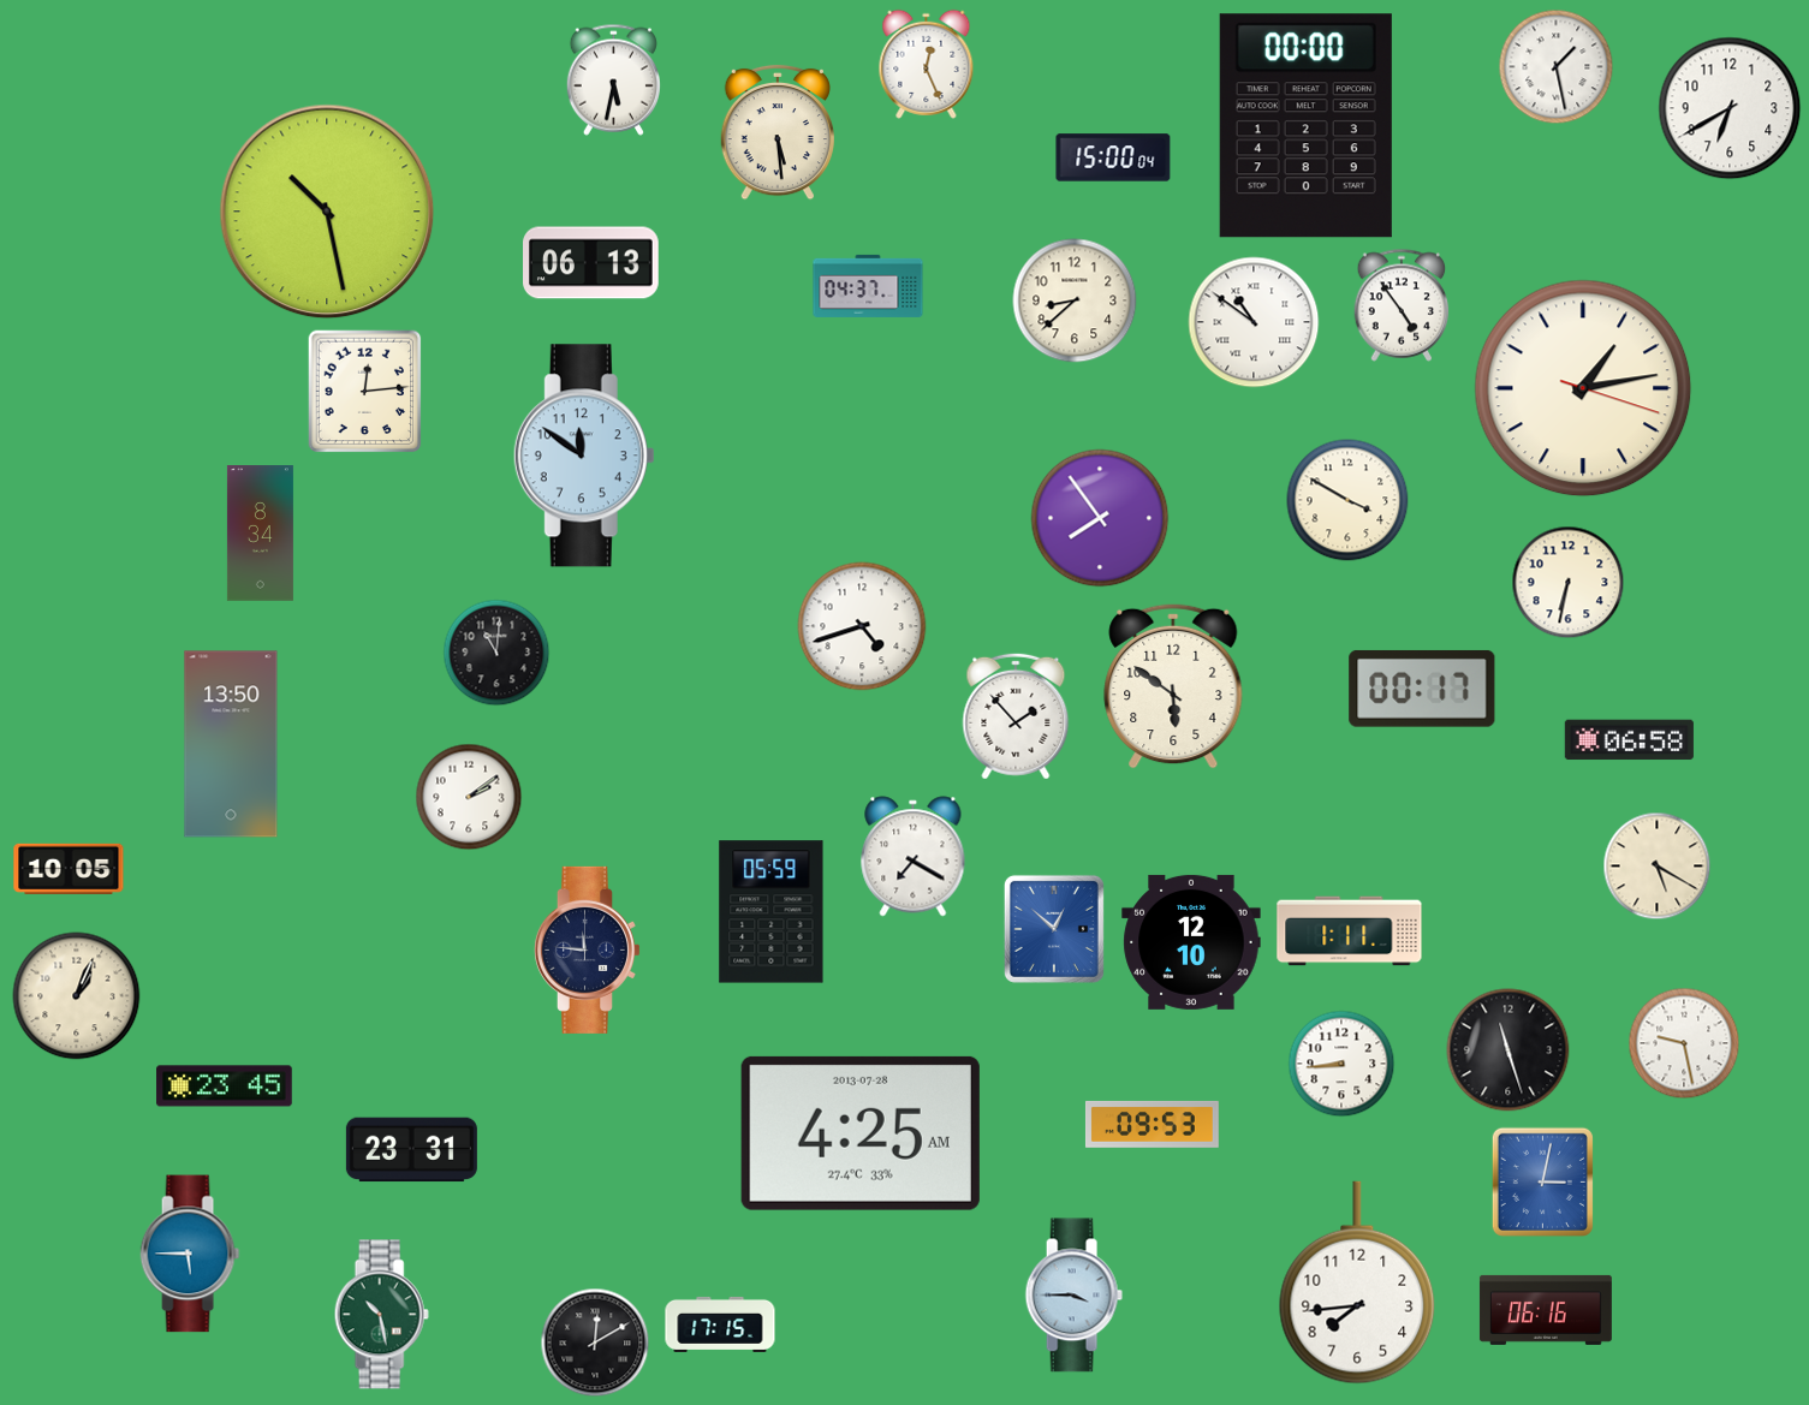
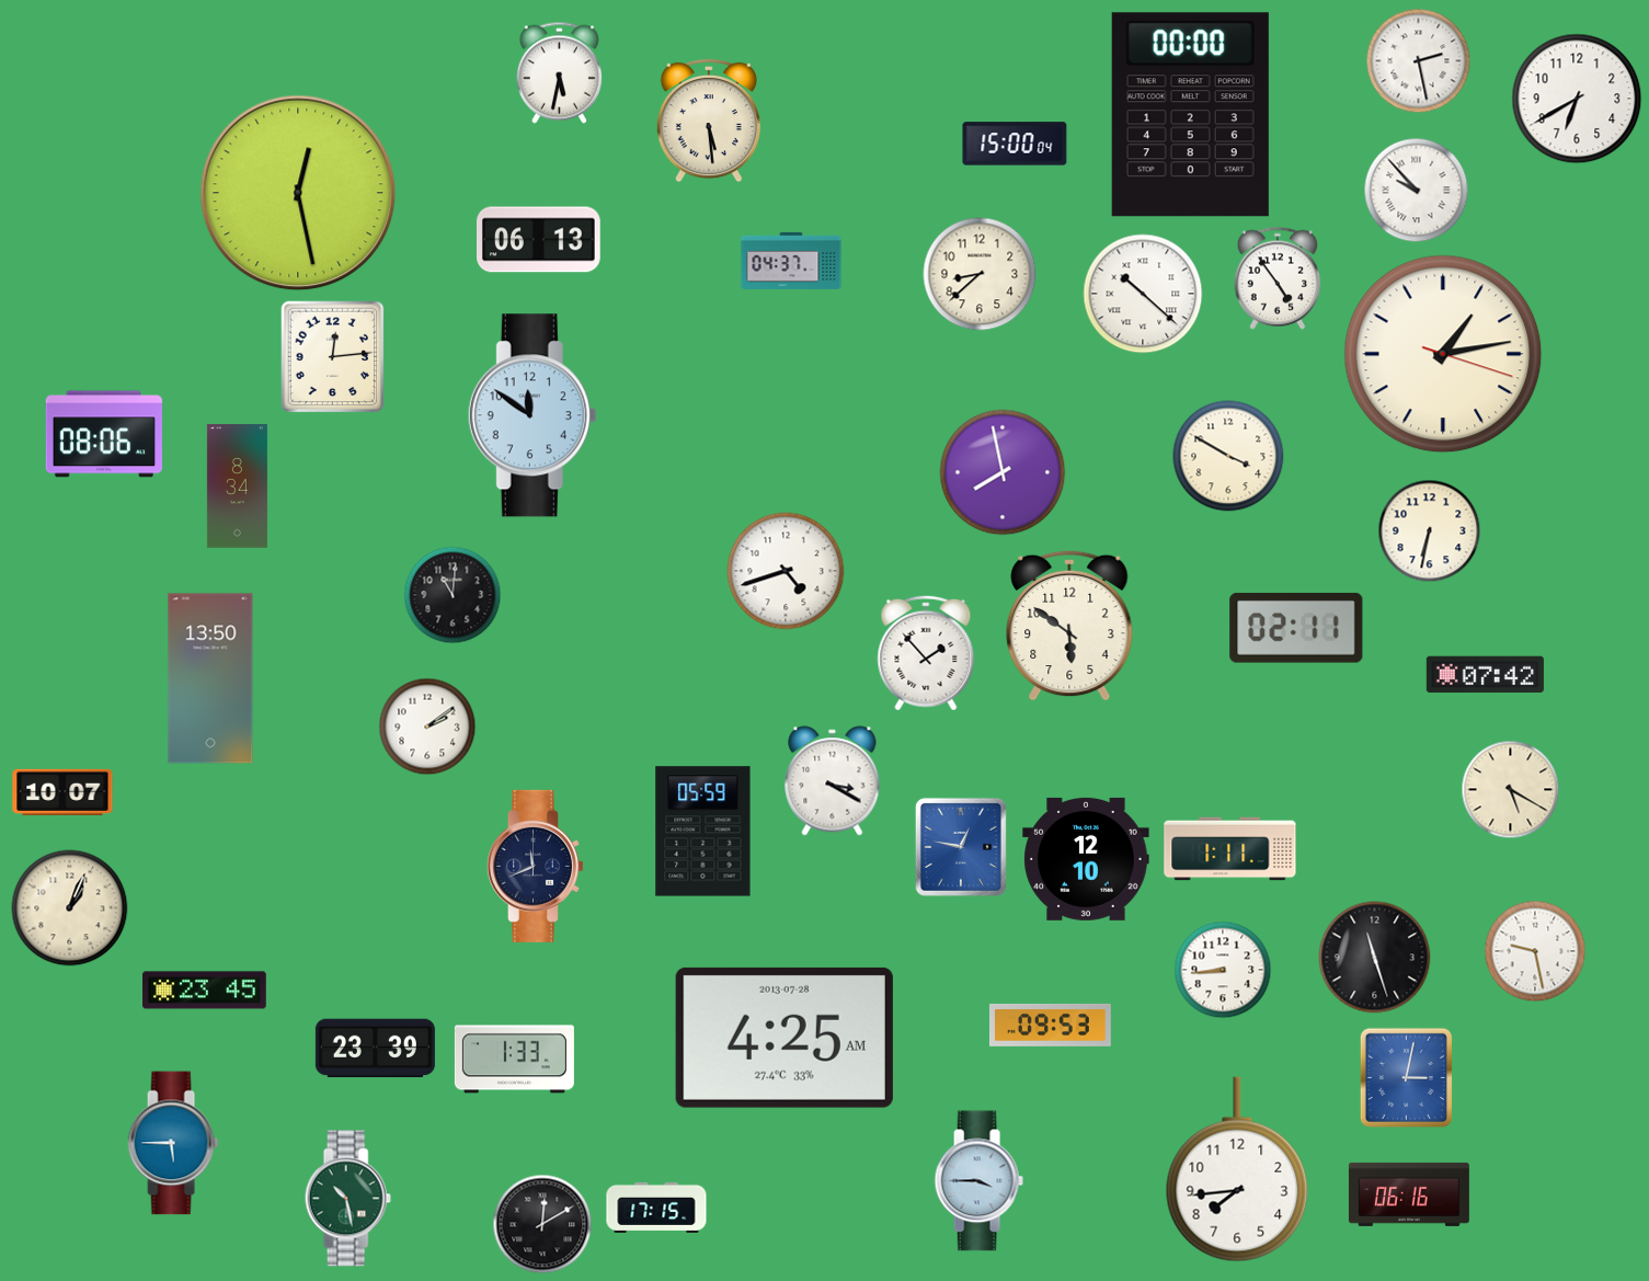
clock at (927, 64): 12:26 -> none
clock at (1557, 67): 1:28 -> 2:28
clock at (1417, 191): none -> 9:53
clock at (327, 212): 10:28 -> 12:28
clock at (1254, 322): 10:51 -> 10:22
clock at (104, 434): none -> 08:06
clock at (1100, 518): 7:54 -> 7:58
clock at (1422, 689): 00:17 -> 02:11
clock at (1629, 740): 06:58 -> 07:42
clock at (914, 857): 7:20 -> 3:20
clock at (69, 869): 10:05 -> 10:07
clock at (1054, 929): 12:52 -> 12:47
clock at (587, 949): 11:46 -> 11:41
clock at (861, 1133) position: (861, 1133) -> (785, 1038)
clock at (411, 1150): 23:31 -> 23:39
clock at (514, 1060): none -> 1:33
